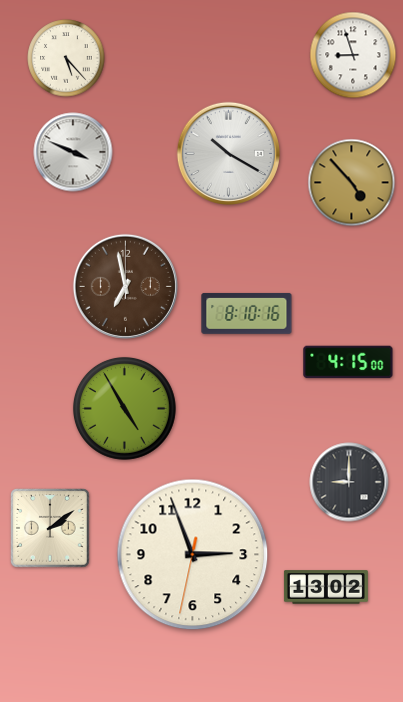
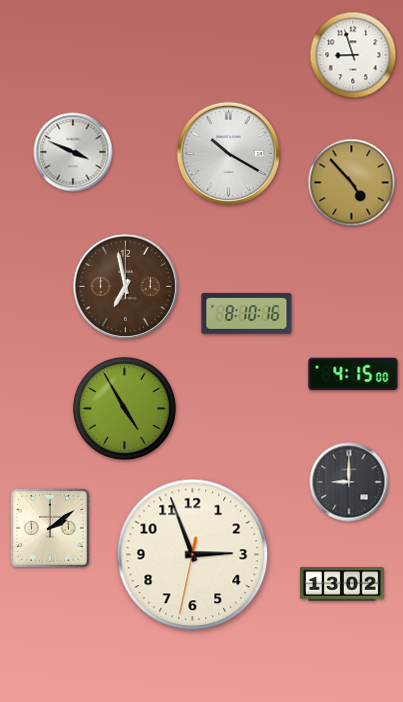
clock at (66, 58): 5:23 -> none
clock at (348, 362) position: (348, 362) -> (353, 374)
clock at (326, 587) position: (326, 587) -> (342, 584)
